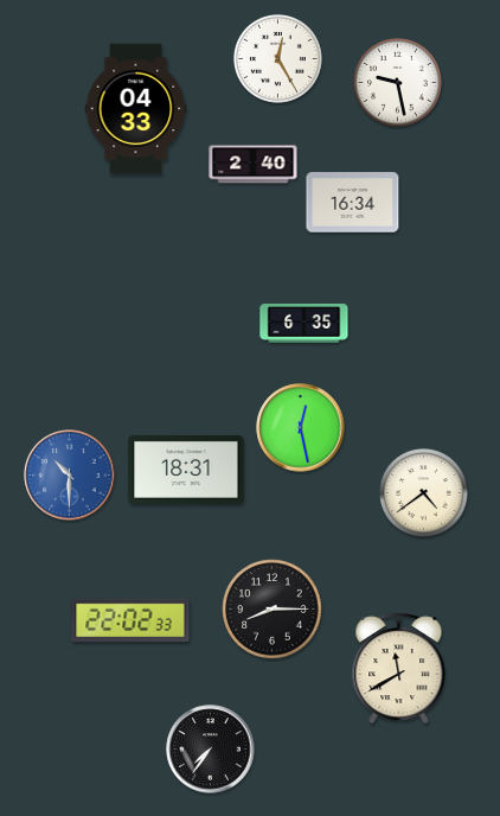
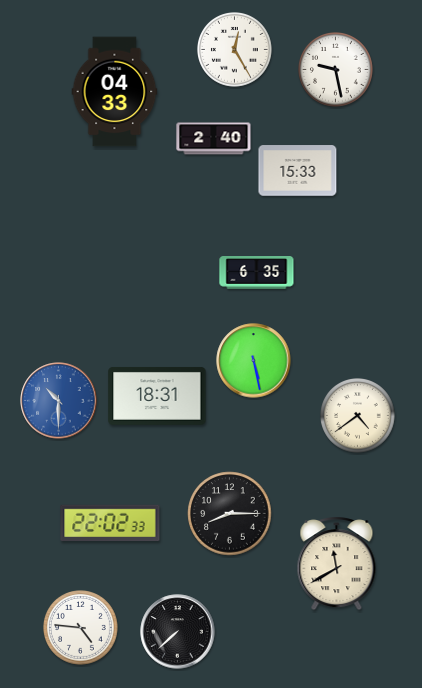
clock at (353, 203): 16:34 -> 15:33
clock at (301, 428): 12:28 -> 5:28
clock at (81, 628): none -> 4:46
clock at (211, 750): 7:36 -> 7:38
